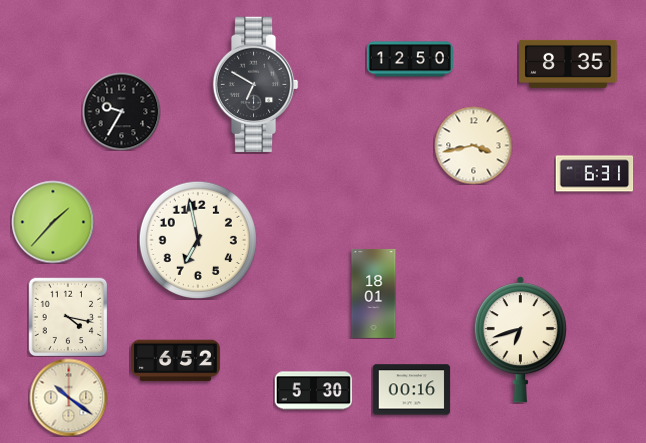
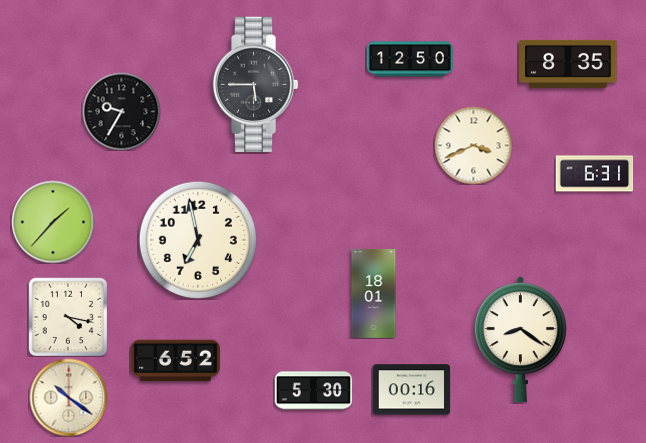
clock at (255, 84): 6:50 -> 5:45
clock at (473, 145): 3:43 -> 3:41
clock at (520, 340): 6:42 -> 8:21
